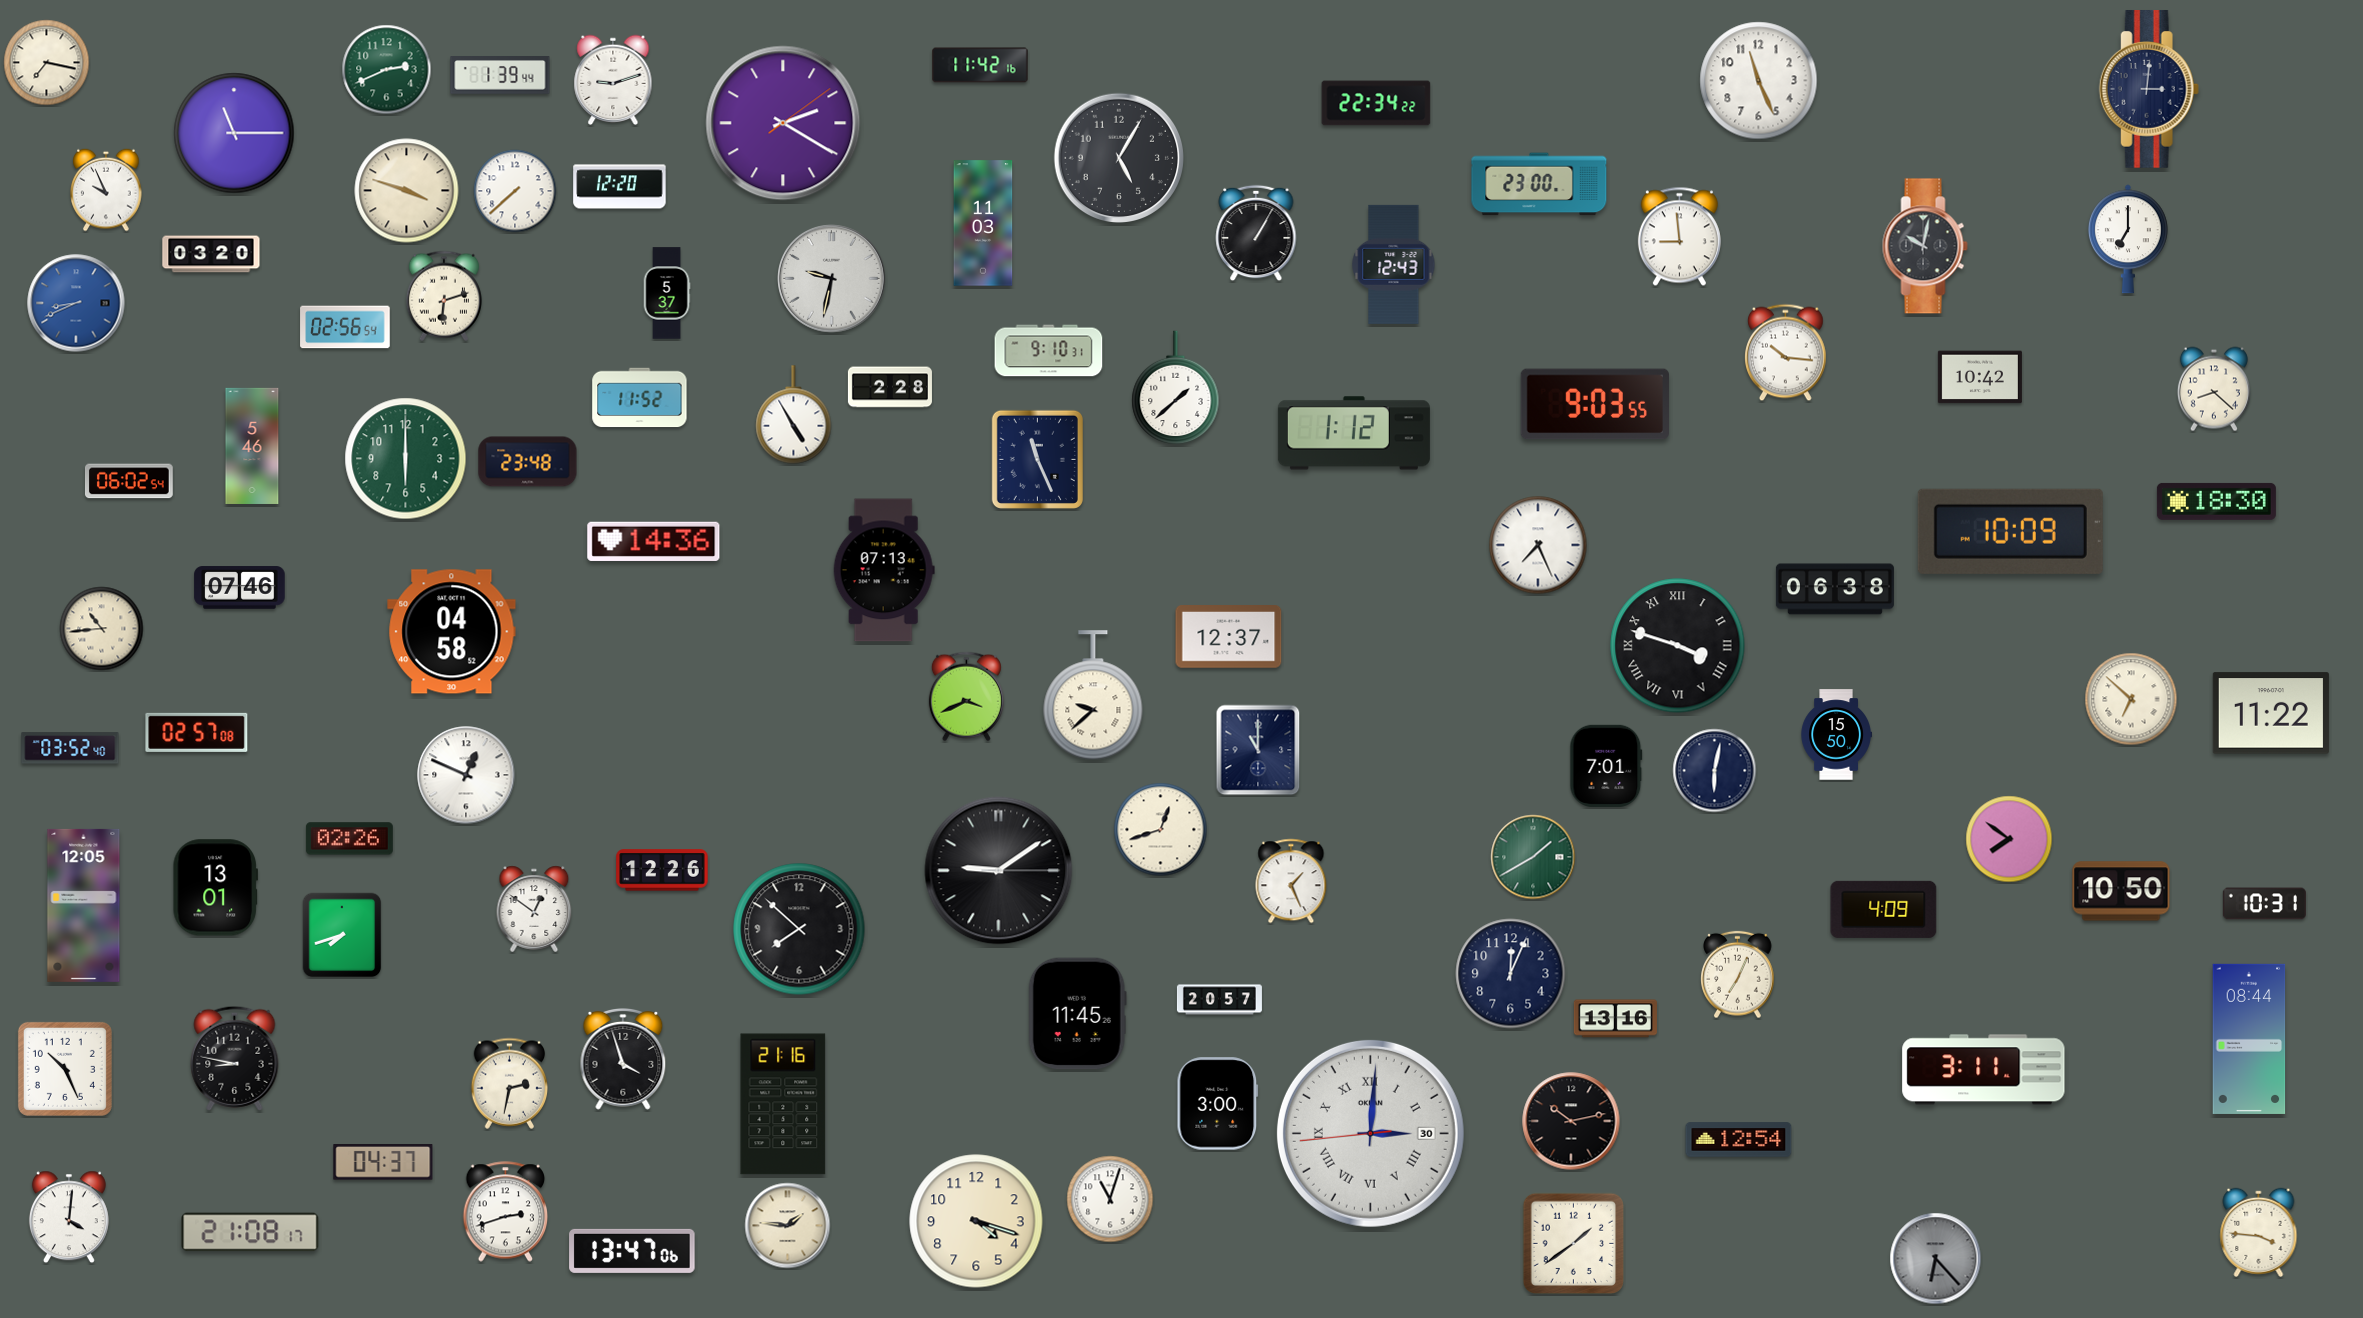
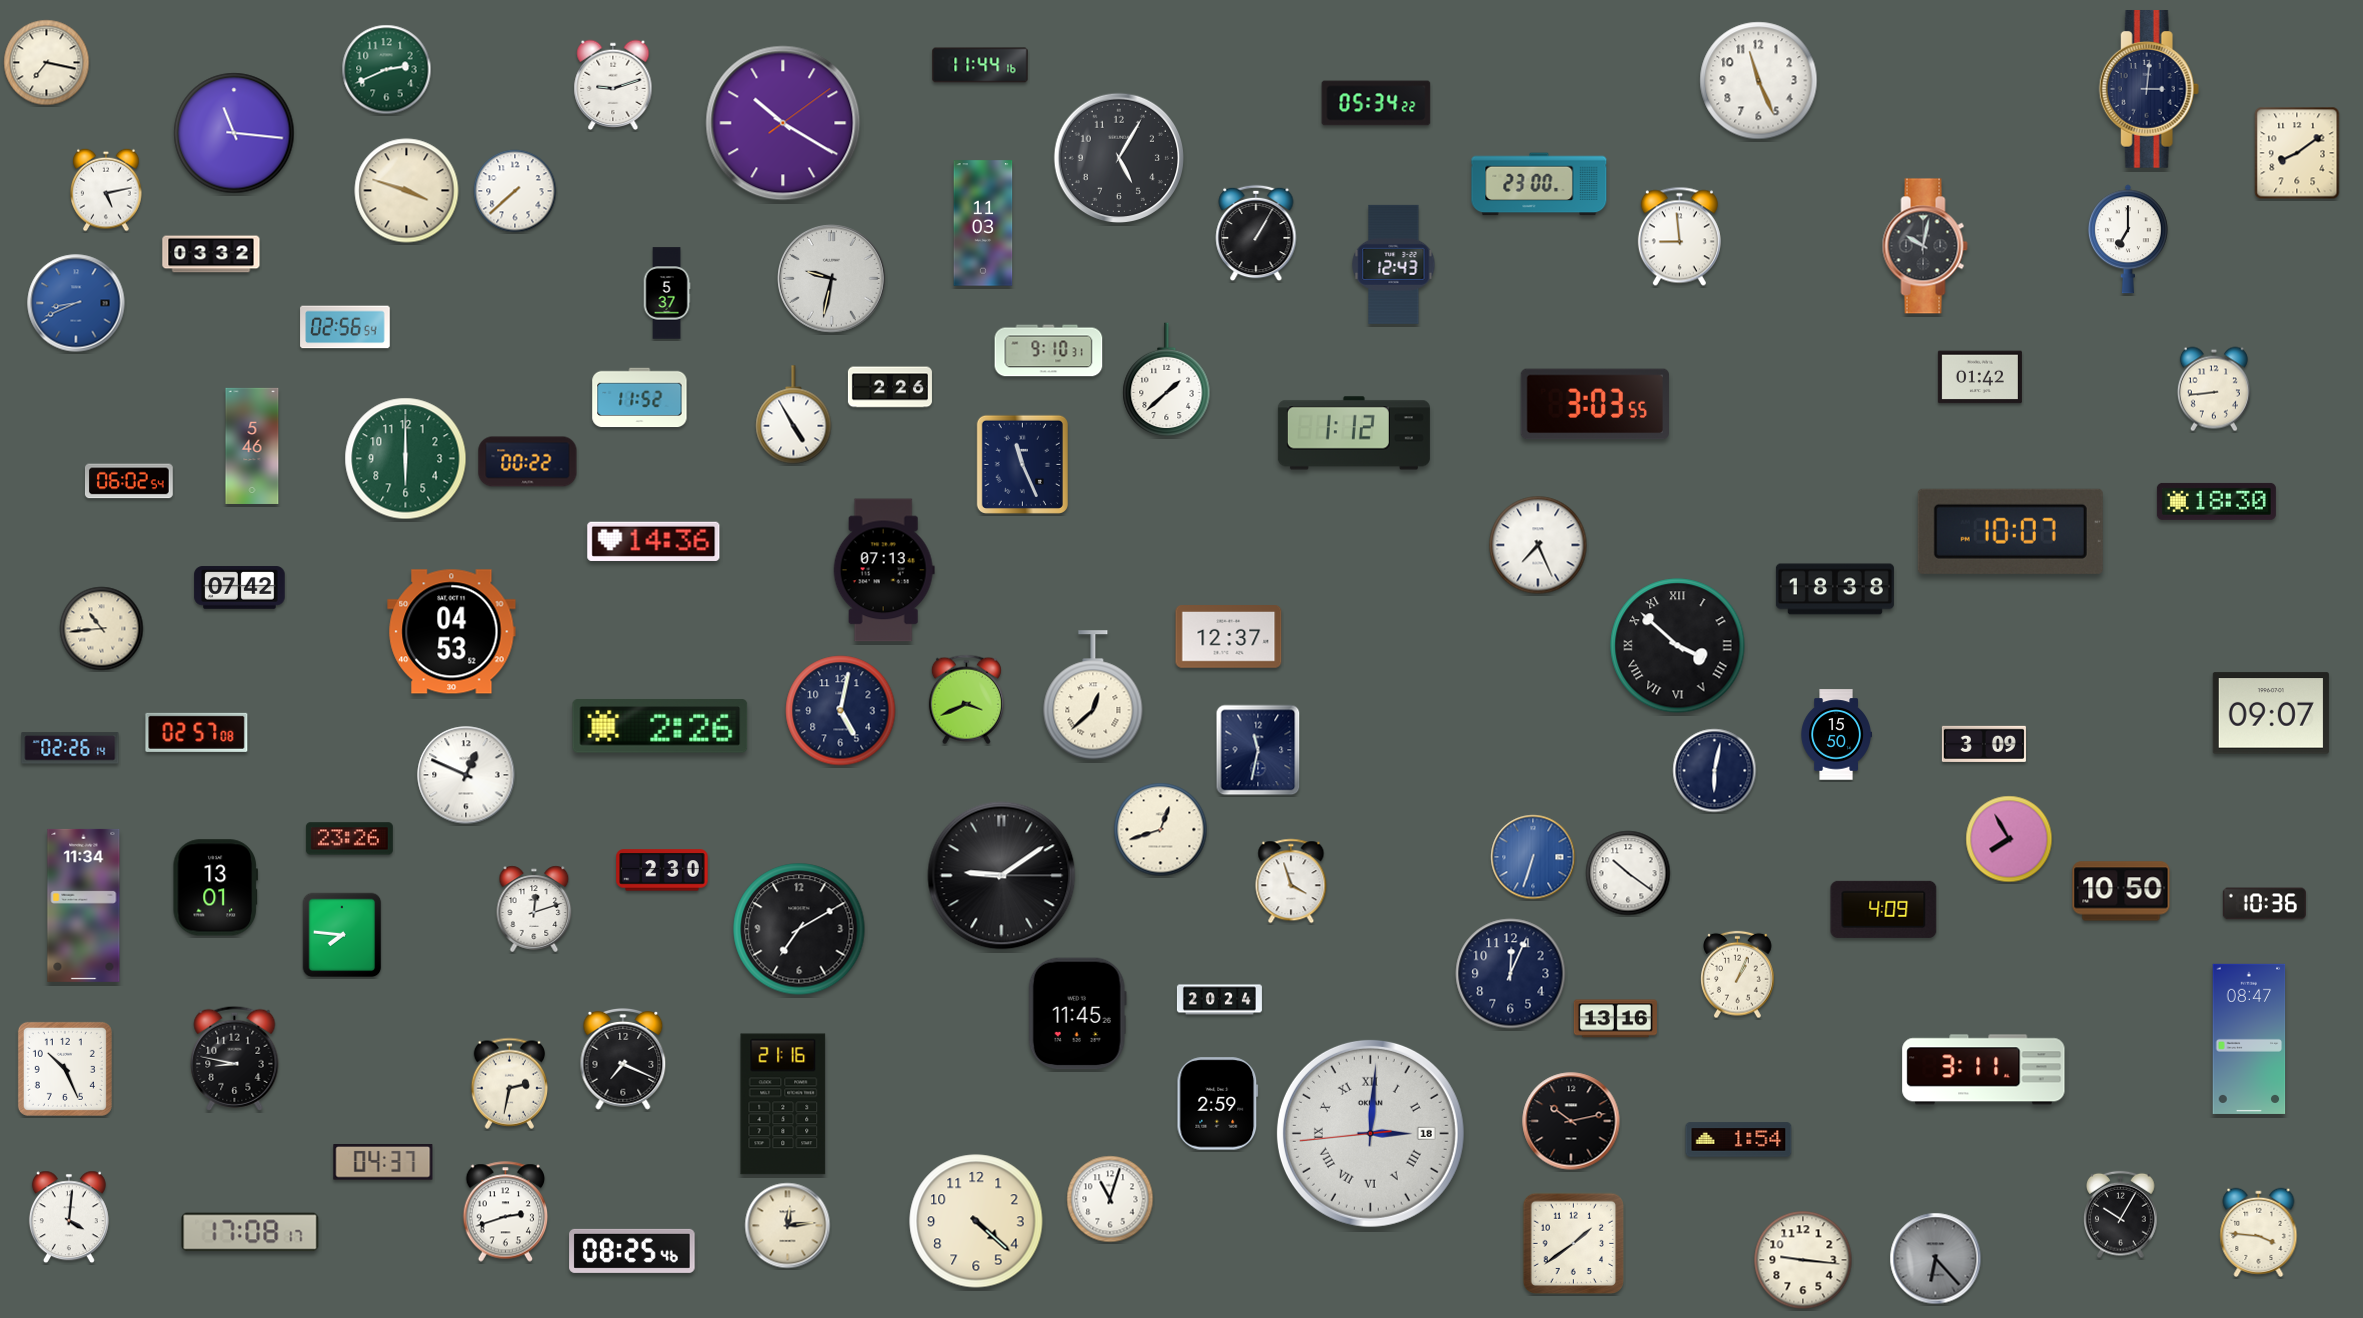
clock at (980, 65): 11:42 -> 11:44
clock at (500, 75): 1:39 -> none
clock at (613, 80) position: (613, 80) -> (613, 85)
clock at (1376, 103): 22:34 -> 05:34
clock at (783, 123): 2:20 -> 10:20
clock at (234, 133): 11:15 -> 11:16
clock at (2297, 153): none -> 8:09
clock at (620, 187): 12:20 -> none
clock at (106, 190): 9:56 -> 5:13
clock at (211, 254): 03:20 -> 03:32
clock at (444, 296): 6:12 -> none
clock at (1786, 353): 10:16 -> none
clock at (1980, 377): 10:42 -> 01:42
clock at (890, 387): 2:28 -> 2:26
clock at (1176, 388) position: (1176, 388) -> (1167, 380)
clock at (2214, 389): 8:22 -> 8:44
clock at (1595, 404): 9:03 -> 3:03
clock at (1037, 459) position: (1037, 459) -> (1022, 464)
clock at (528, 462): 23:48 -> 00:22
clock at (2010, 531): 10:09 -> 10:07
clock at (240, 588): 07:46 -> 07:42
clock at (1835, 589): 06:38 -> 18:38
clock at (452, 632): 04:58 -> 04:53
clock at (1678, 646): 3:48 -> 3:52
clock at (1093, 695): 9:38 -> 12:38
clock at (966, 697) position: (966, 697) -> (966, 700)
clock at (2131, 699): 6:52 -> none
clock at (841, 711): none -> 5:02
clock at (2271, 713): 11:22 -> 09:07
clock at (660, 726): none -> 2:26
clock at (1984, 744): none -> 3:09
clock at (70, 748): 03:52 -> 02:26
clock at (1258, 750): 11:00 -> 11:32
clock at (1606, 766): 7:01 -> none
clock at (349, 839): 02:26 -> 23:26
clock at (2009, 839): 7:51 -> 7:55
clock at (1533, 857): 1:40 -> 6:33
clock at (1533, 857) dial: green -> blue
clock at (662, 870): 12:26 -> 2:30
clock at (999, 871) position: (999, 871) -> (1002, 876)
clock at (1628, 873): none -> 10:21
clock at (1291, 881): 1:26 -> 3:57
clock at (2264, 904): 10:31 -> 10:36
clock at (84, 905): 12:05 -> 11:34
clock at (534, 909): 12:51 -> 12:12
clock at (799, 929): 7:52 -> 7:10
clock at (342, 935): 7:42 -> 7:46
clock at (1738, 975): 7:04 -> 1:04
clock at (1219, 1000): 20:57 -> 20:24
clock at (2249, 1039): 08:44 -> 08:47
clock at (623, 1060): 3:57 -> 7:19
clock at (1218, 1104): 3:00 -> 2:59
clock at (1370, 1133) date: 30 -> 18
clock at (1739, 1140): 12:54 -> 1:54
clock at (2121, 1215): none -> 10:05
clock at (976, 1221): 4:18 -> 4:22
clock at (788, 1226): 1:46 -> 12:14
clock at (250, 1232): 21:08 -> 17:08
clock at (632, 1251): 13:47 -> 08:25
clock at (1803, 1260): none -> 9:16
